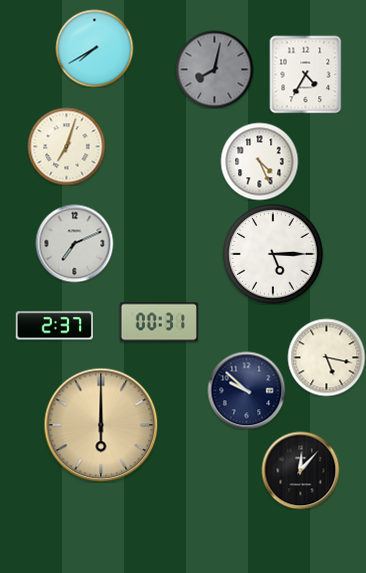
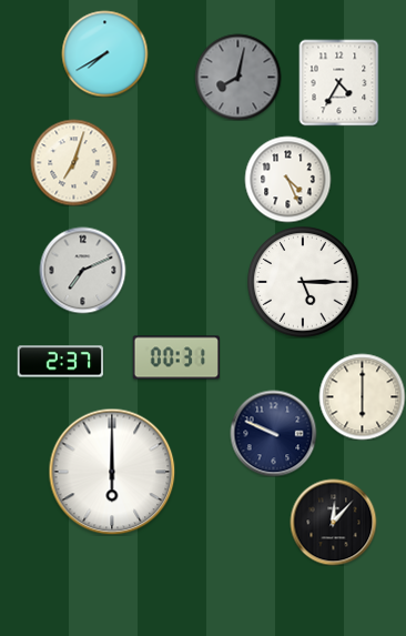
clock at (326, 357): 5:17 -> 6:00
clock at (246, 390): 9:52 -> 9:49
clock at (101, 425) dial: champagne -> white
